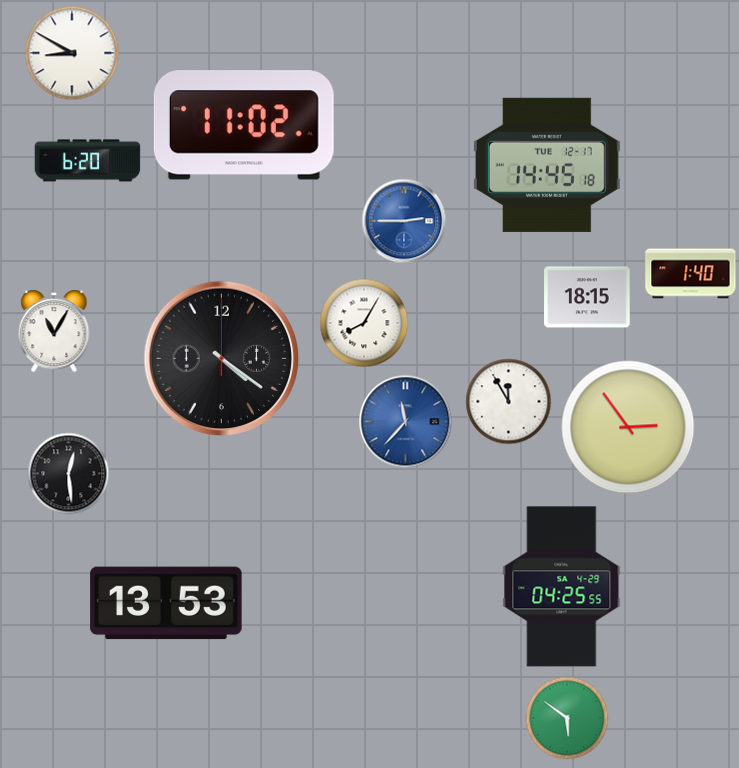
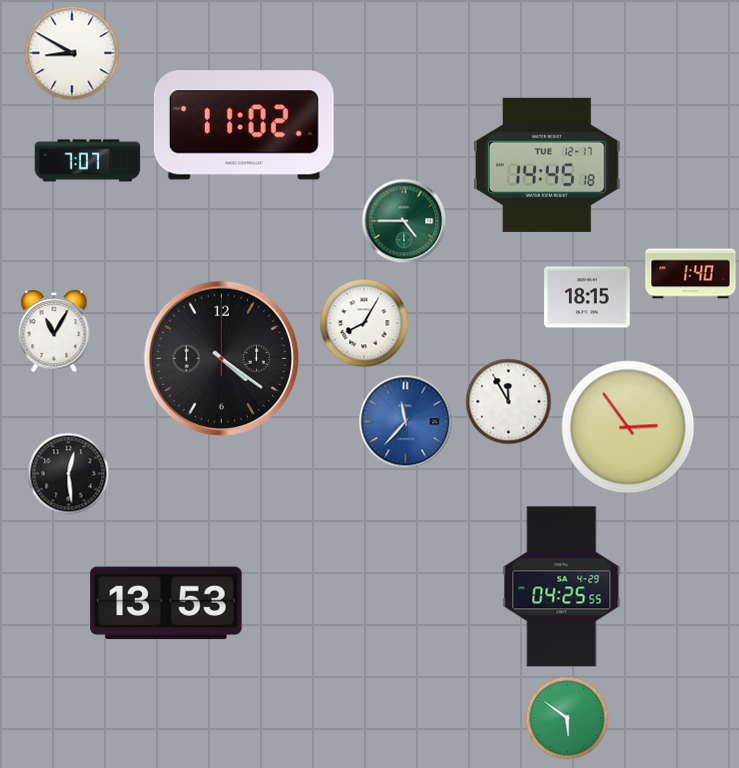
clock at (88, 161): 6:20 -> 7:07
clock at (404, 221): 2:45 -> 4:45
clock at (404, 221) dial: blue -> green
